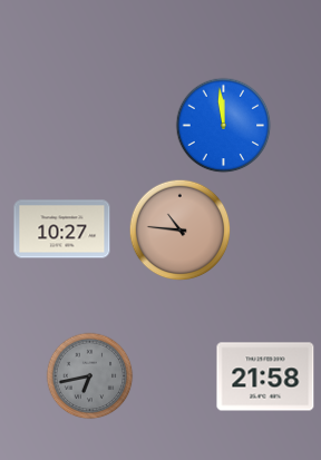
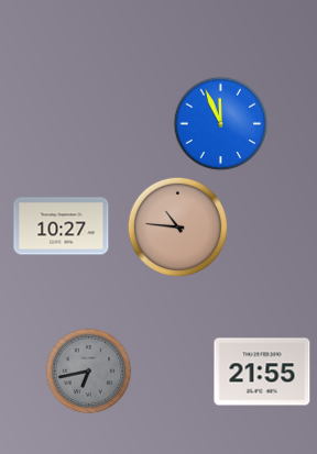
clock at (224, 126): 11:59 -> 11:56
clock at (265, 376): 21:58 -> 21:55
